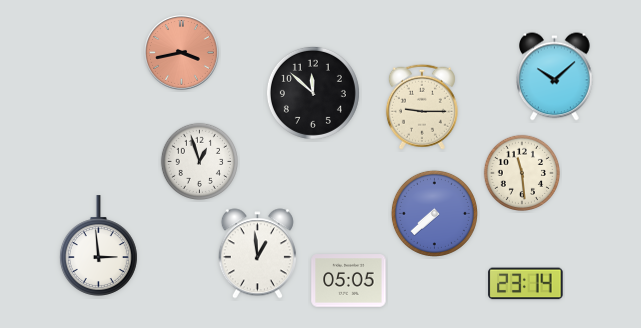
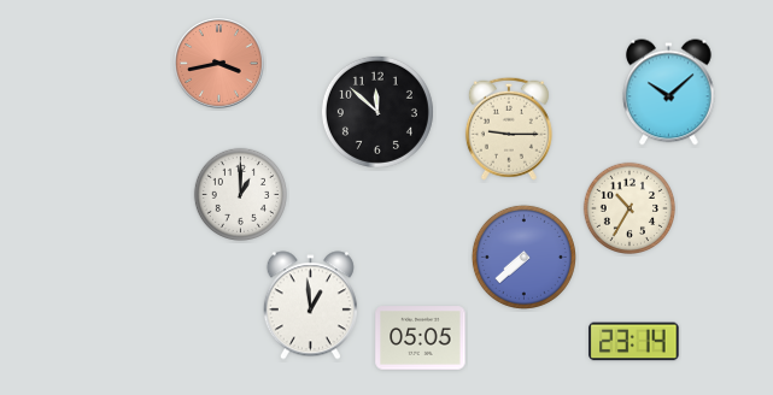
clock at (199, 161): 12:57 -> 1:00
clock at (521, 172): 11:29 -> 10:35
clock at (98, 246): 2:59 -> none
